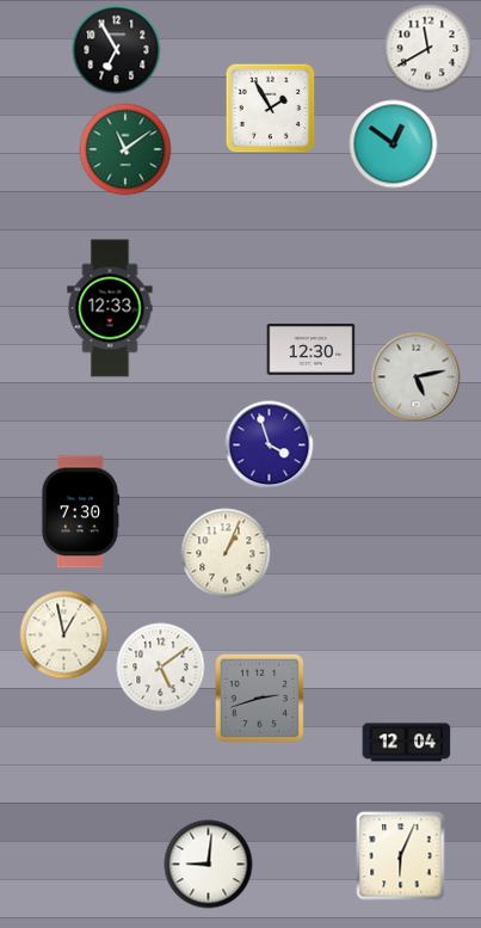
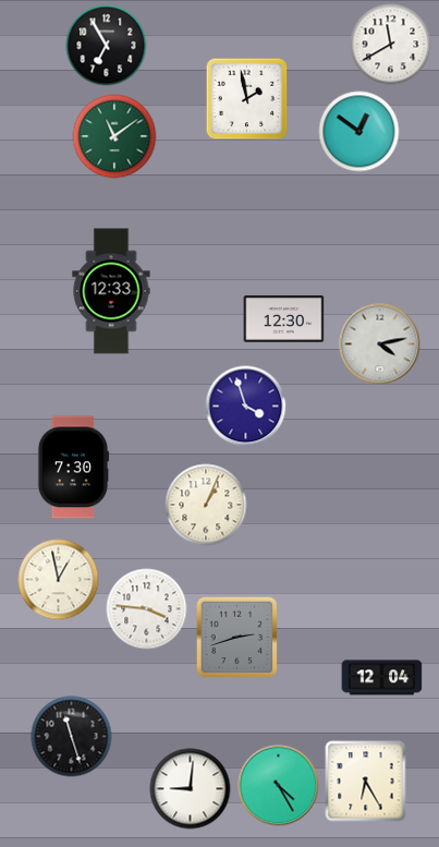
clock at (271, 109): 1:55 -> 1:58
clock at (110, 308) position: (110, 308) -> (111, 291)
clock at (417, 377): 5:13 -> 4:13
clock at (161, 668): 5:09 -> 3:46
clock at (407, 743) position: (407, 743) -> (382, 678)
clock at (72, 737): none -> 11:27
clock at (401, 856): 6:04 -> 6:25
clock at (279, 786): none -> 4:25
